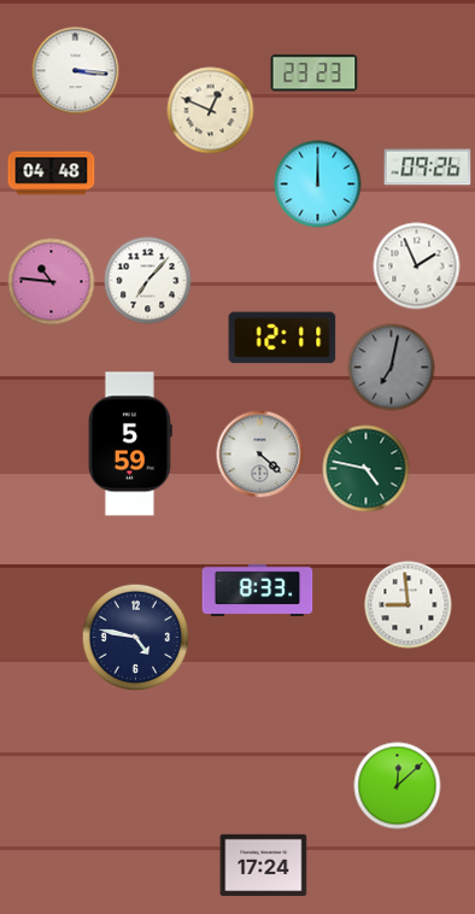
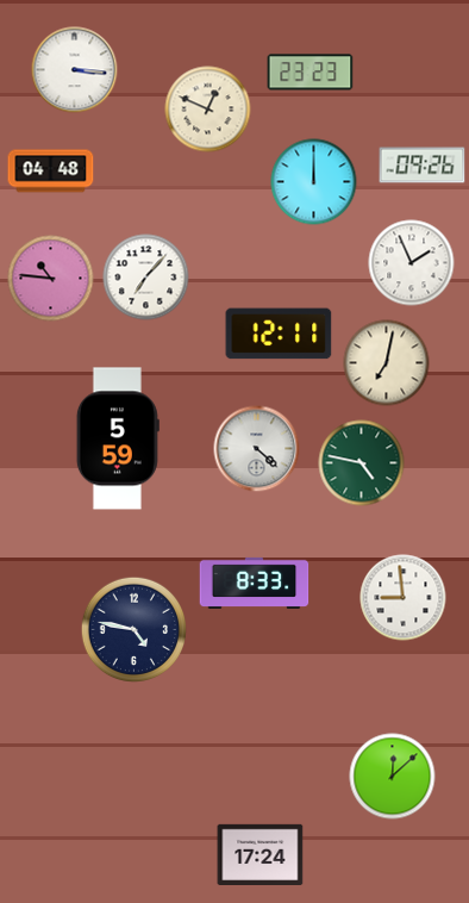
clock at (392, 368) dial: grey -> cream
clock at (130, 444) position: (130, 444) -> (118, 438)
